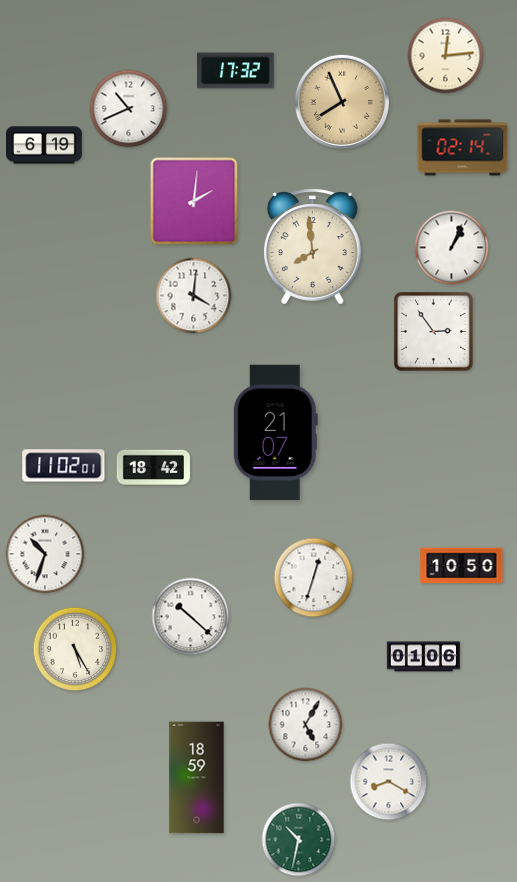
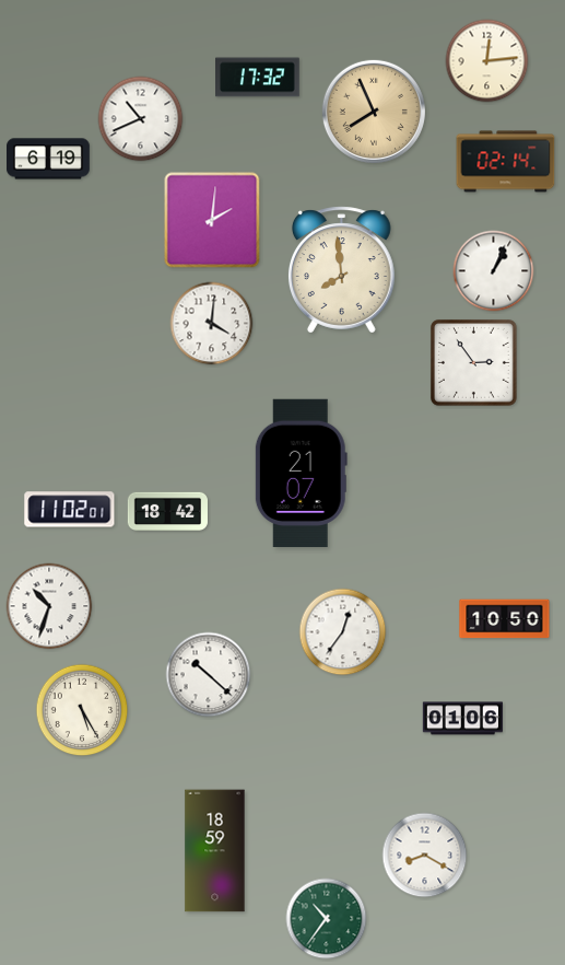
clock at (314, 578): 12:33 -> 12:36
clock at (306, 725): 5:05 -> none
clock at (299, 840): 10:32 -> 10:36
